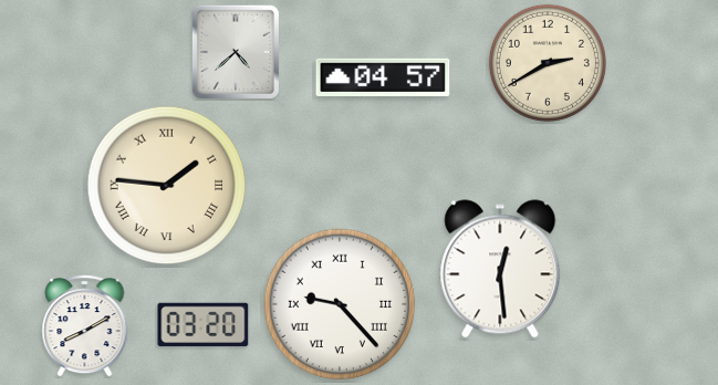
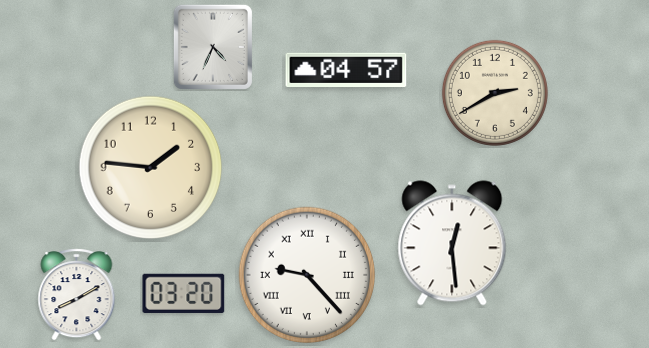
clock at (236, 52): 4:38 -> 4:34
clock at (548, 63) position: (548, 63) -> (495, 93)
clock at (167, 186) numerals: Roman -> Arabic
